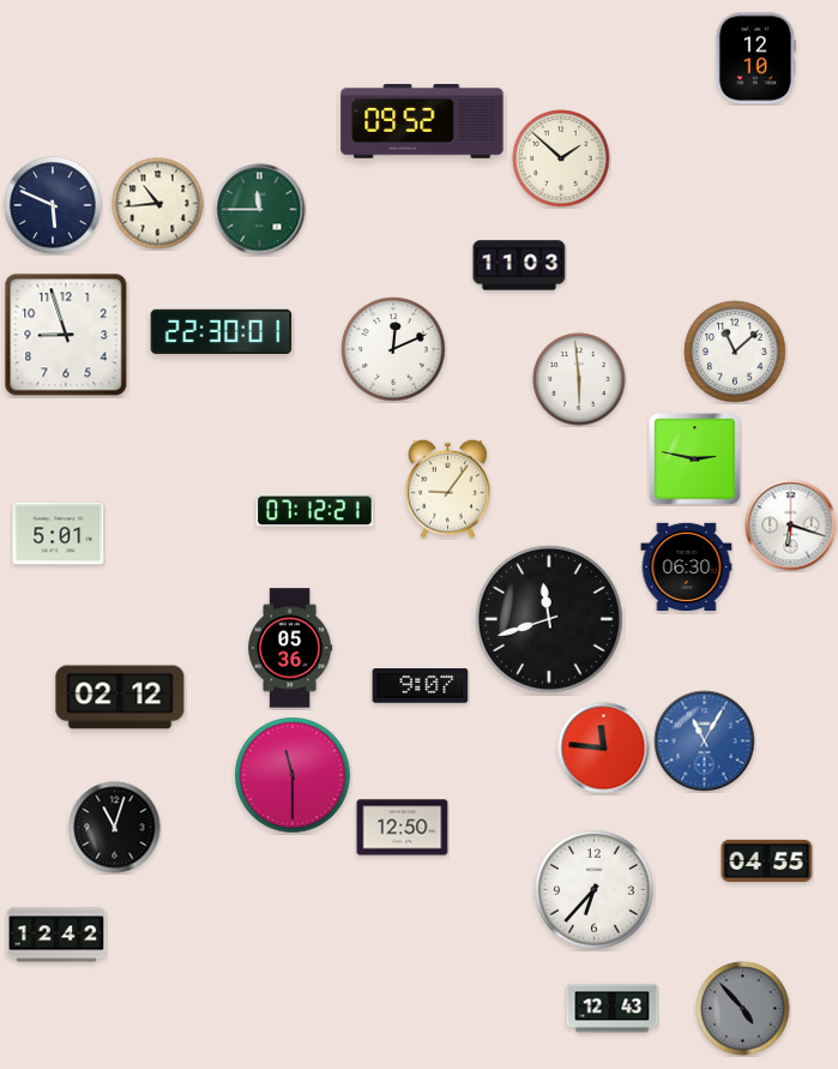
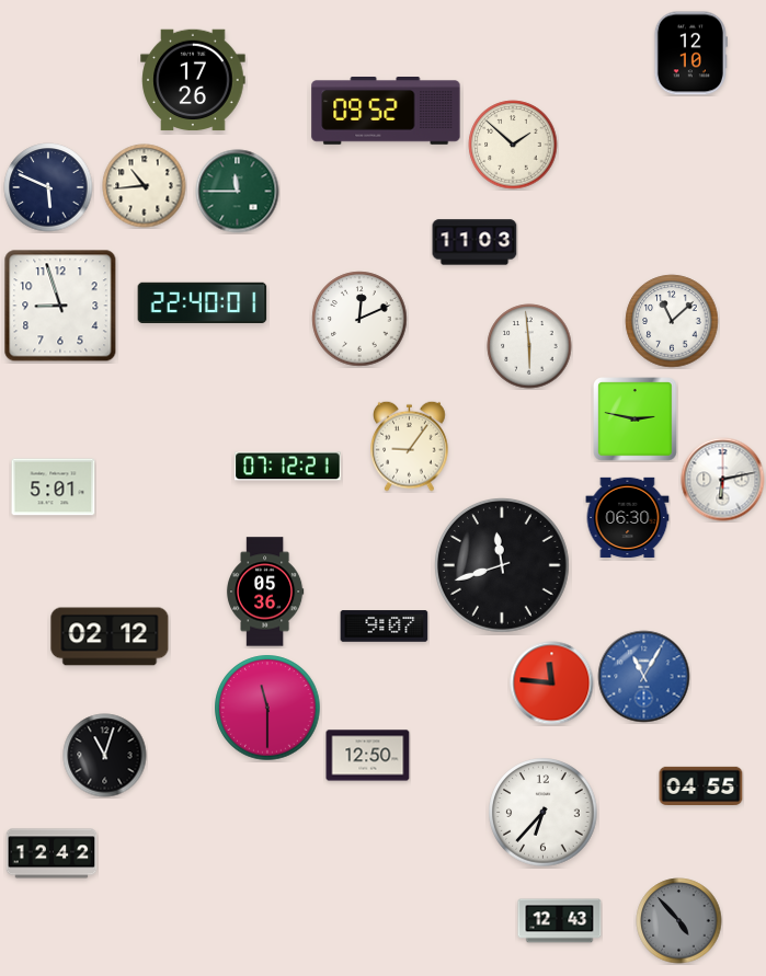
clock at (193, 80): none -> 17:26
clock at (222, 331): 22:30 -> 22:40
clock at (791, 526): 6:18 -> 6:13
